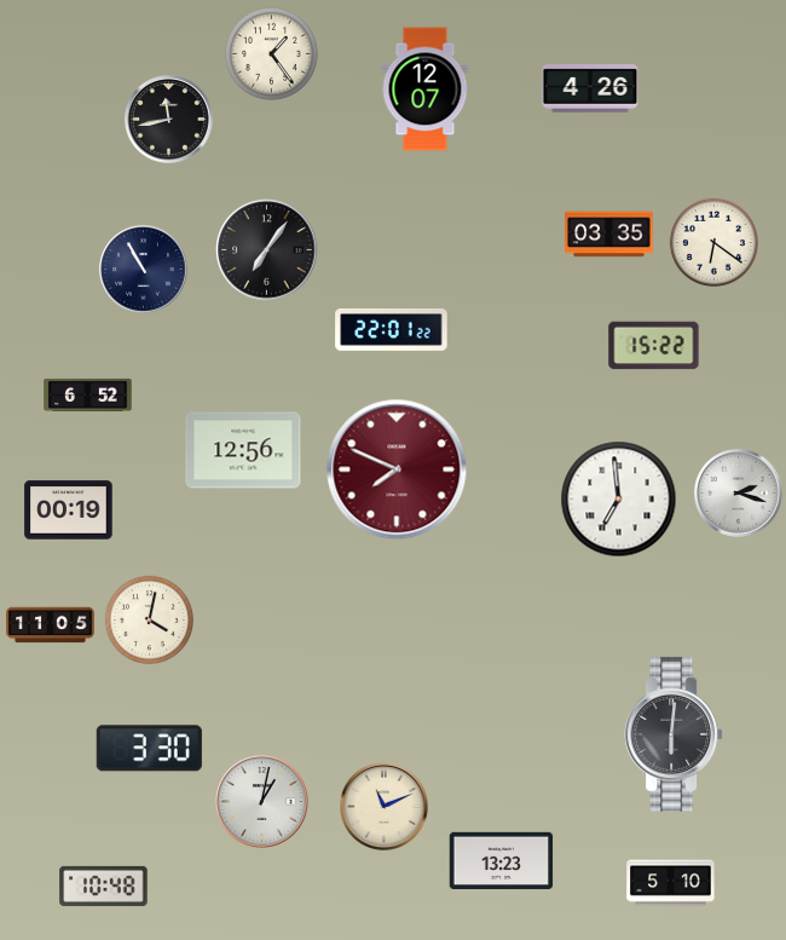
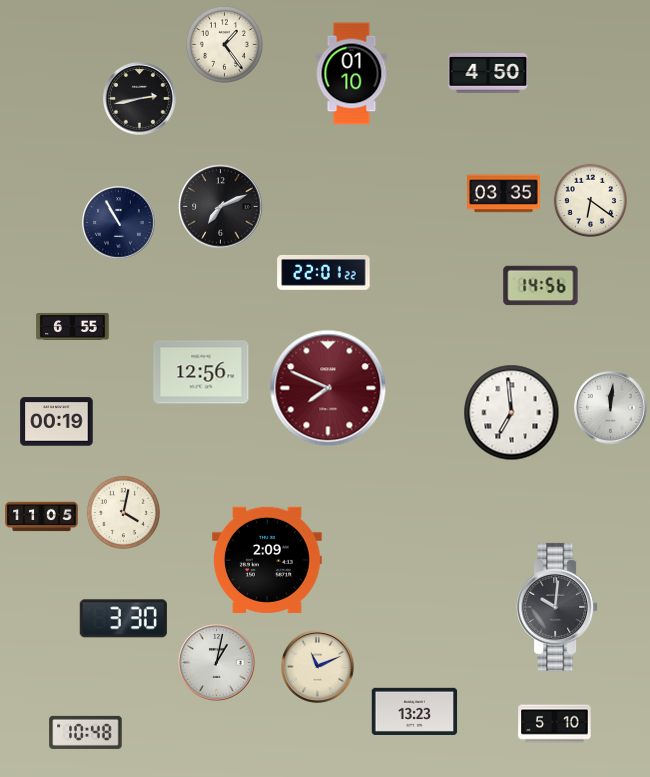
clock at (426, 90): 12:07 -> 01:10
clock at (590, 90): 4:26 -> 4:50
clock at (169, 120): 11:43 -> 2:43
clock at (267, 250): 7:06 -> 7:11
clock at (654, 346): 15:22 -> 14:56
clock at (88, 394): 6:52 -> 6:55
clock at (739, 494): 2:18 -> 12:01
clock at (267, 560): none -> 2:09
clock at (674, 734): 6:01 -> 10:01
clock at (671, 883) position: (671, 883) -> (555, 724)
